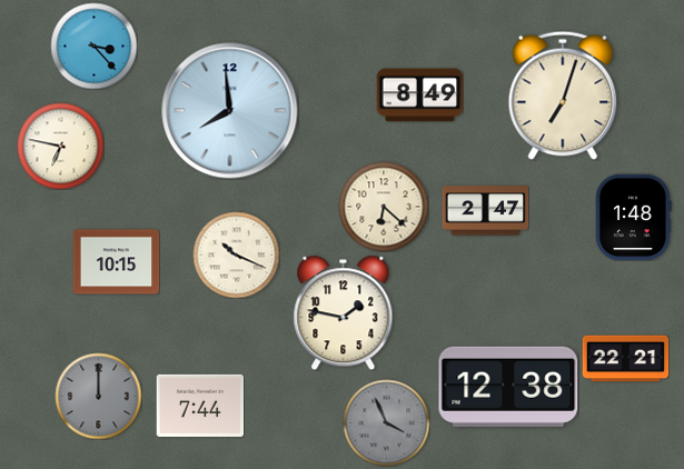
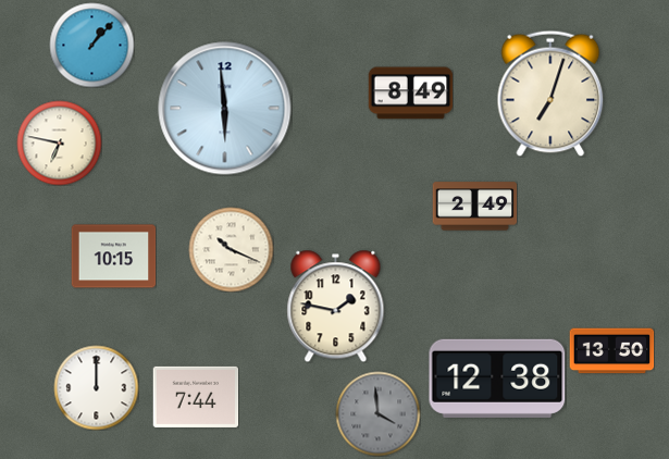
clock at (93, 46): 3:23 -> 1:07
clock at (230, 111): 7:59 -> 5:59
clock at (384, 207): 6:22 -> none
clock at (485, 211): 2:47 -> 2:49
clock at (634, 217): 1:48 -> none
clock at (625, 359): 22:21 -> 13:50
clock at (98, 396) dial: grey -> white
clock at (386, 422): 3:56 -> 3:59
